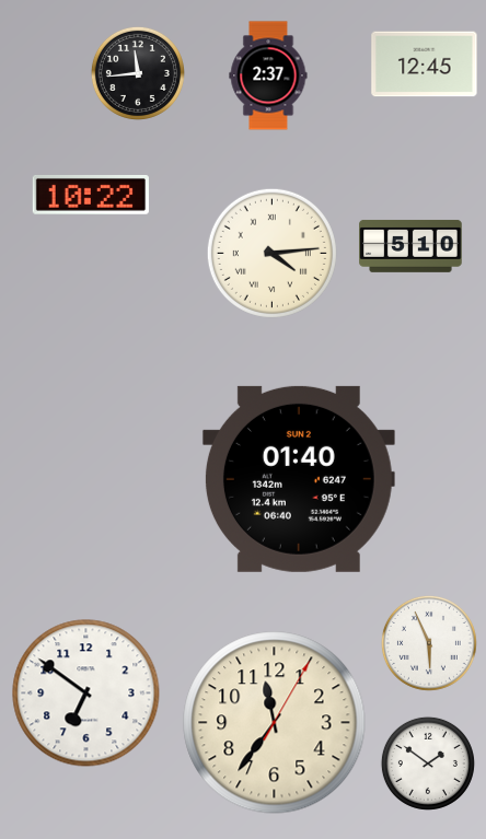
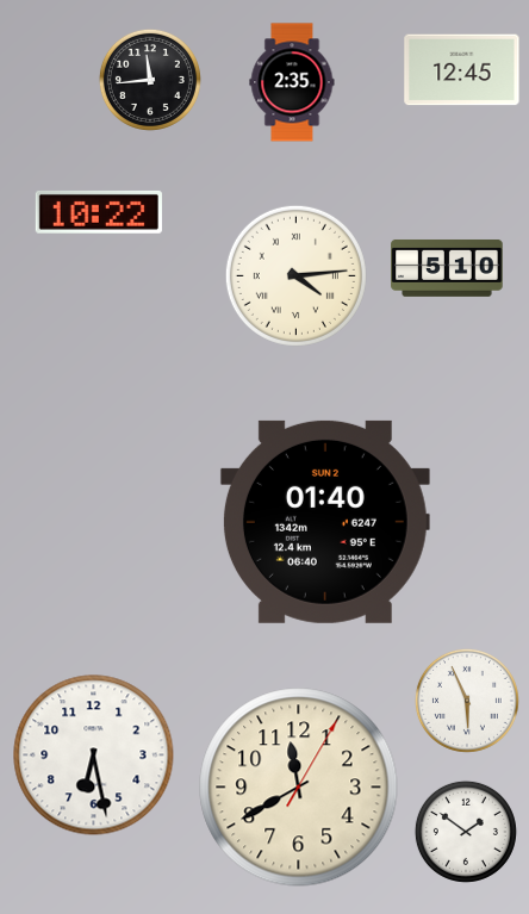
clock at (268, 75): 2:37 -> 2:35
clock at (86, 694): 6:51 -> 6:28
clock at (275, 723): 11:36 -> 11:40
